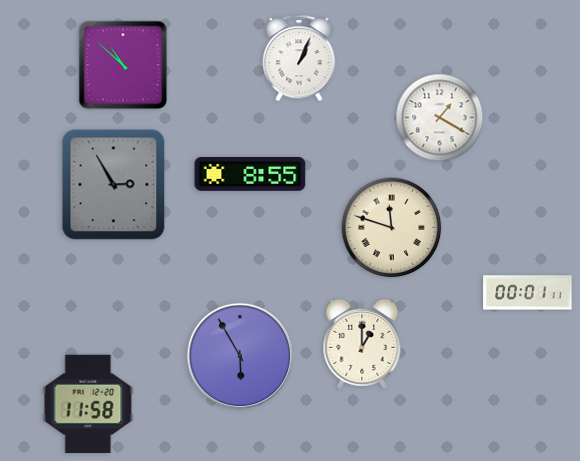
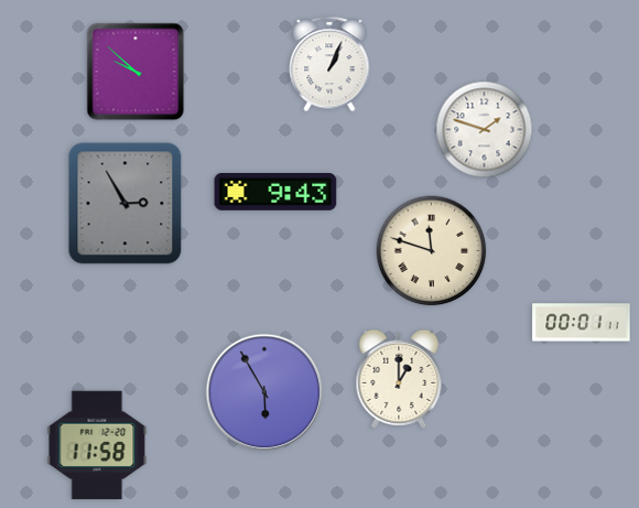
clock at (123, 65): 10:52 -> 9:52
clock at (440, 118): 1:20 -> 1:48
clock at (250, 174): 8:55 -> 9:43
